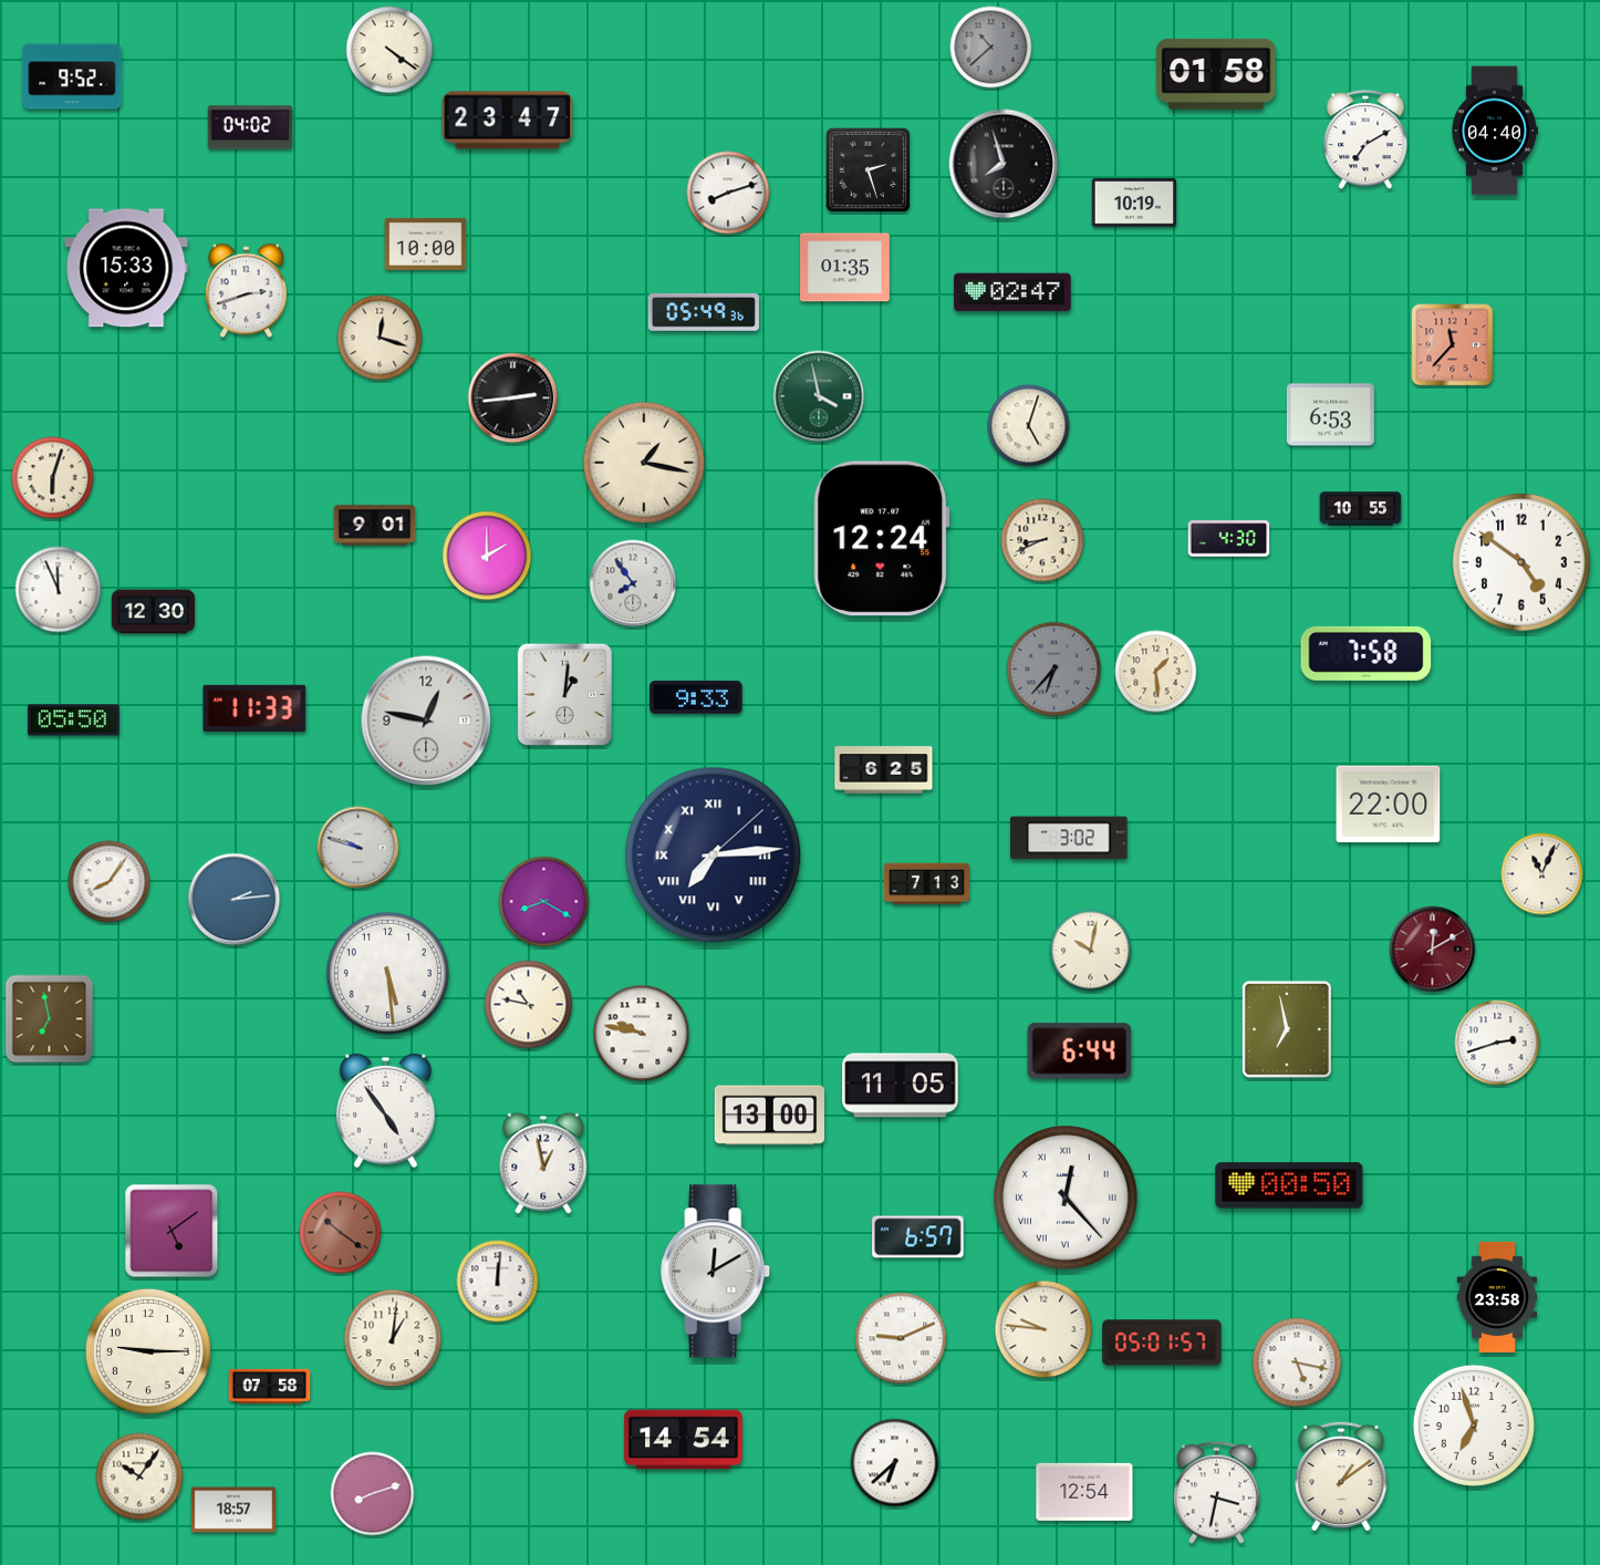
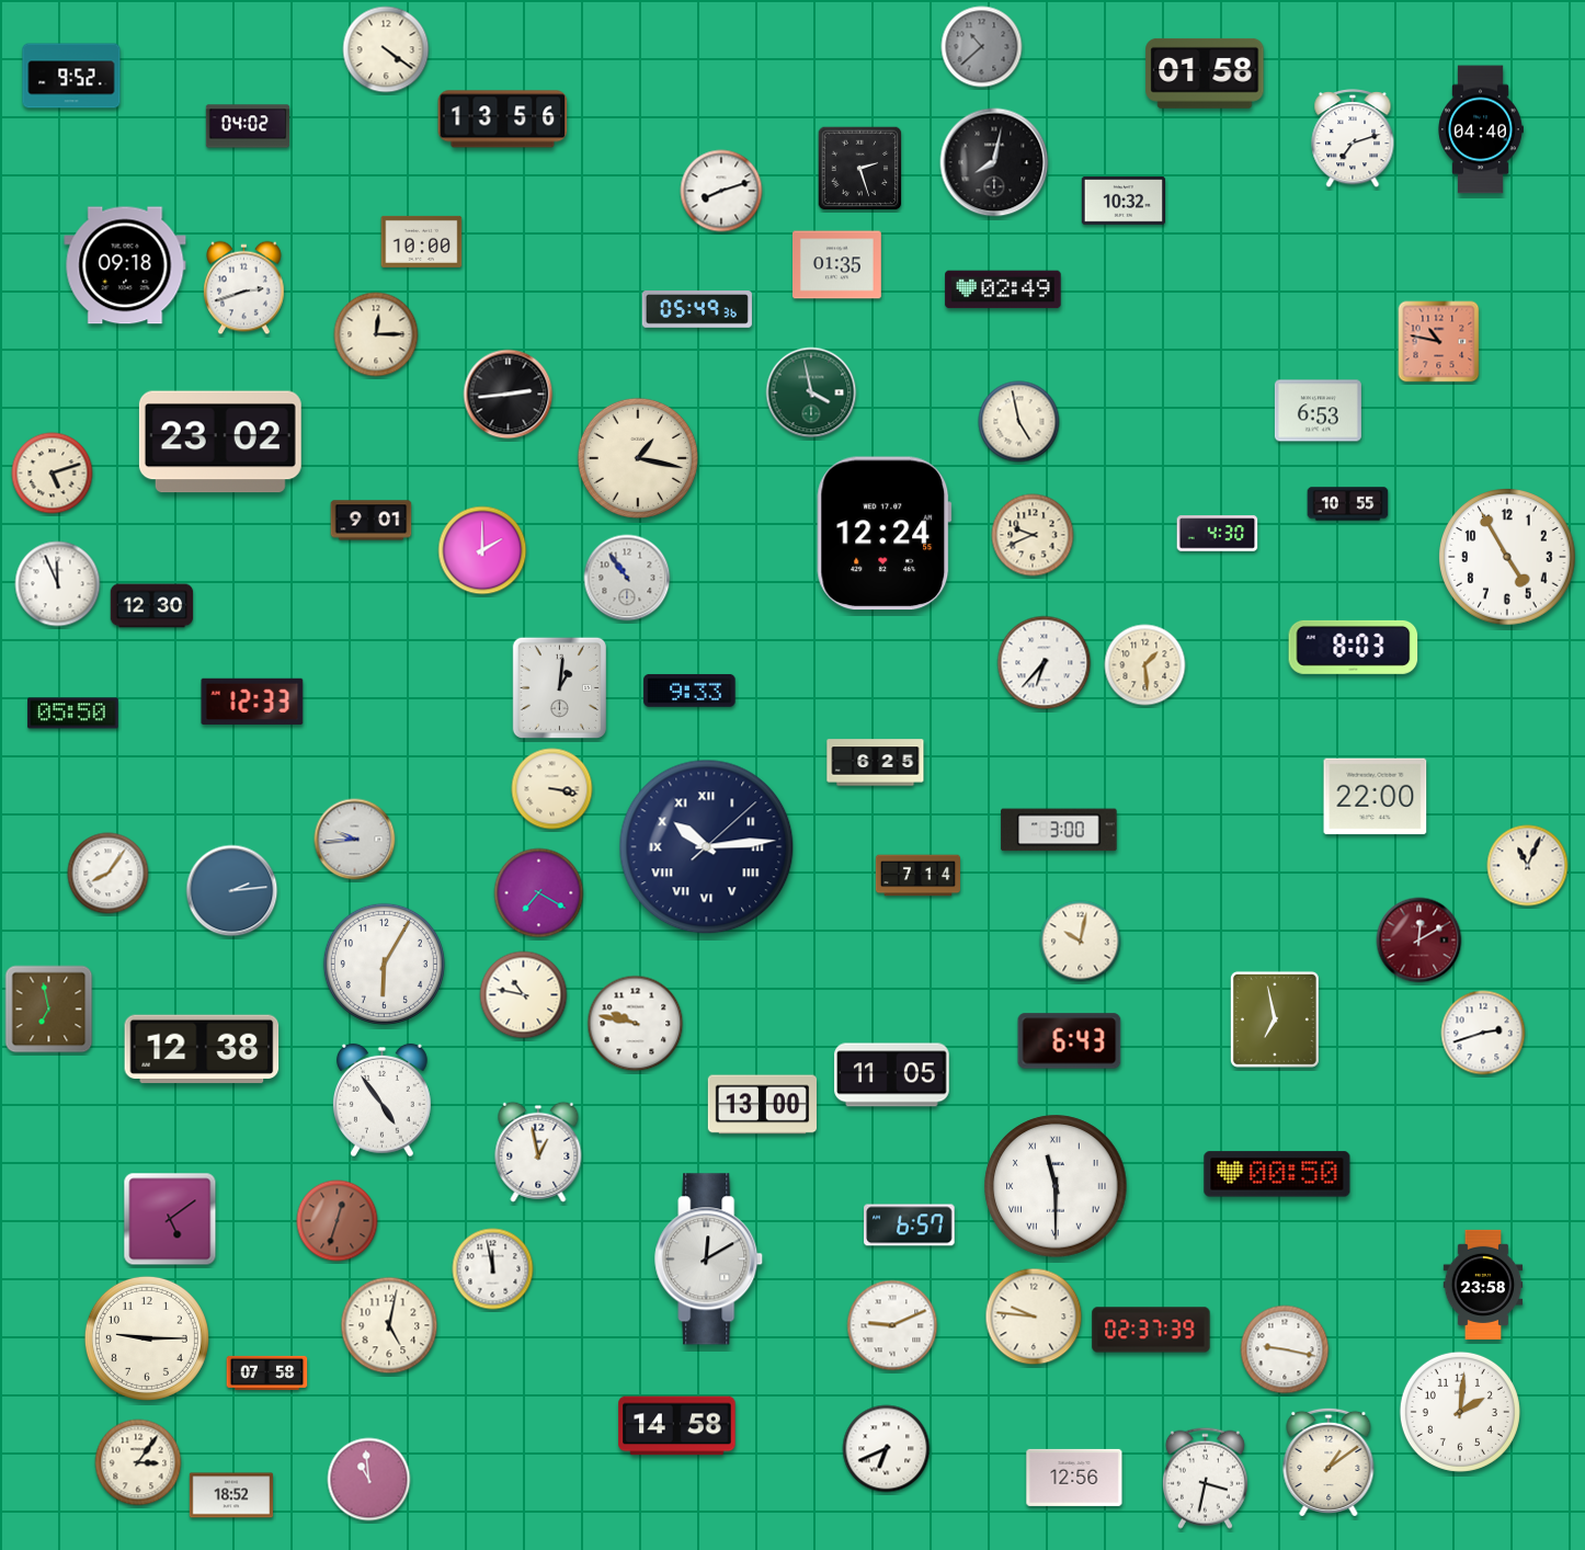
clock at (508, 121): 23:47 -> 13:56
clock at (1365, 141): 7:10 -> 7:12
clock at (1004, 164): 7:57 -> 8:02
clock at (1134, 203): 10:19 -> 10:32
clock at (126, 268): 15:33 -> 09:18
clock at (1012, 292): 02:47 -> 02:49
clock at (380, 338): 12:18 -> 12:15
clock at (1453, 345): 11:37 -> 10:47
clock at (1029, 426): 5:03 -> 4:58
clock at (220, 442): none -> 23:02
clock at (53, 478): 6:03 -> 5:12
clock at (882, 539) position: (882, 539) -> (885, 534)
clock at (1042, 540): 8:41 -> 9:41
clock at (1521, 562): 4:51 -> 4:55
clock at (633, 583): 7:54 -> 10:54
clock at (1367, 653): 7:58 -> 8:03
clock at (1054, 670) dial: grey -> white
clock at (254, 708): 11:33 -> 12:33
clock at (426, 721): 12:47 -> none
clock at (552, 789): none -> 3:17
clock at (1069, 838): 3:02 -> 3:00
clock at (359, 848): 9:48 -> 9:44
clock at (714, 856): 7:14 -> 10:14
clock at (926, 884): 7:13 -> 7:14
clock at (544, 902): 8:20 -> 7:20
clock at (387, 973): 5:29 -> 6:05
clock at (1080, 1051): 6:44 -> 6:43
clock at (202, 1049): none -> 12:38
clock at (1066, 1198): 12:23 -> 11:30
clock at (341, 1233): 10:21 -> 12:33
clock at (498, 1282): 12:01 -> 11:58
clock at (393, 1338): 1:01 -> 5:02
clock at (1162, 1343): 05:01 -> 02:37
clock at (1297, 1362): 5:17 -> 9:17
clock at (1474, 1426): 6:57 -> 2:01
clock at (684, 1440): 14:54 -> 14:58
clock at (895, 1463): 6:38 -> 6:41
clock at (139, 1476): 10:06 -> 3:06
clock at (1084, 1492): 12:54 -> 12:56
clock at (373, 1494): 8:12 -> 10:59
clock at (233, 1510): 18:57 -> 18:52
